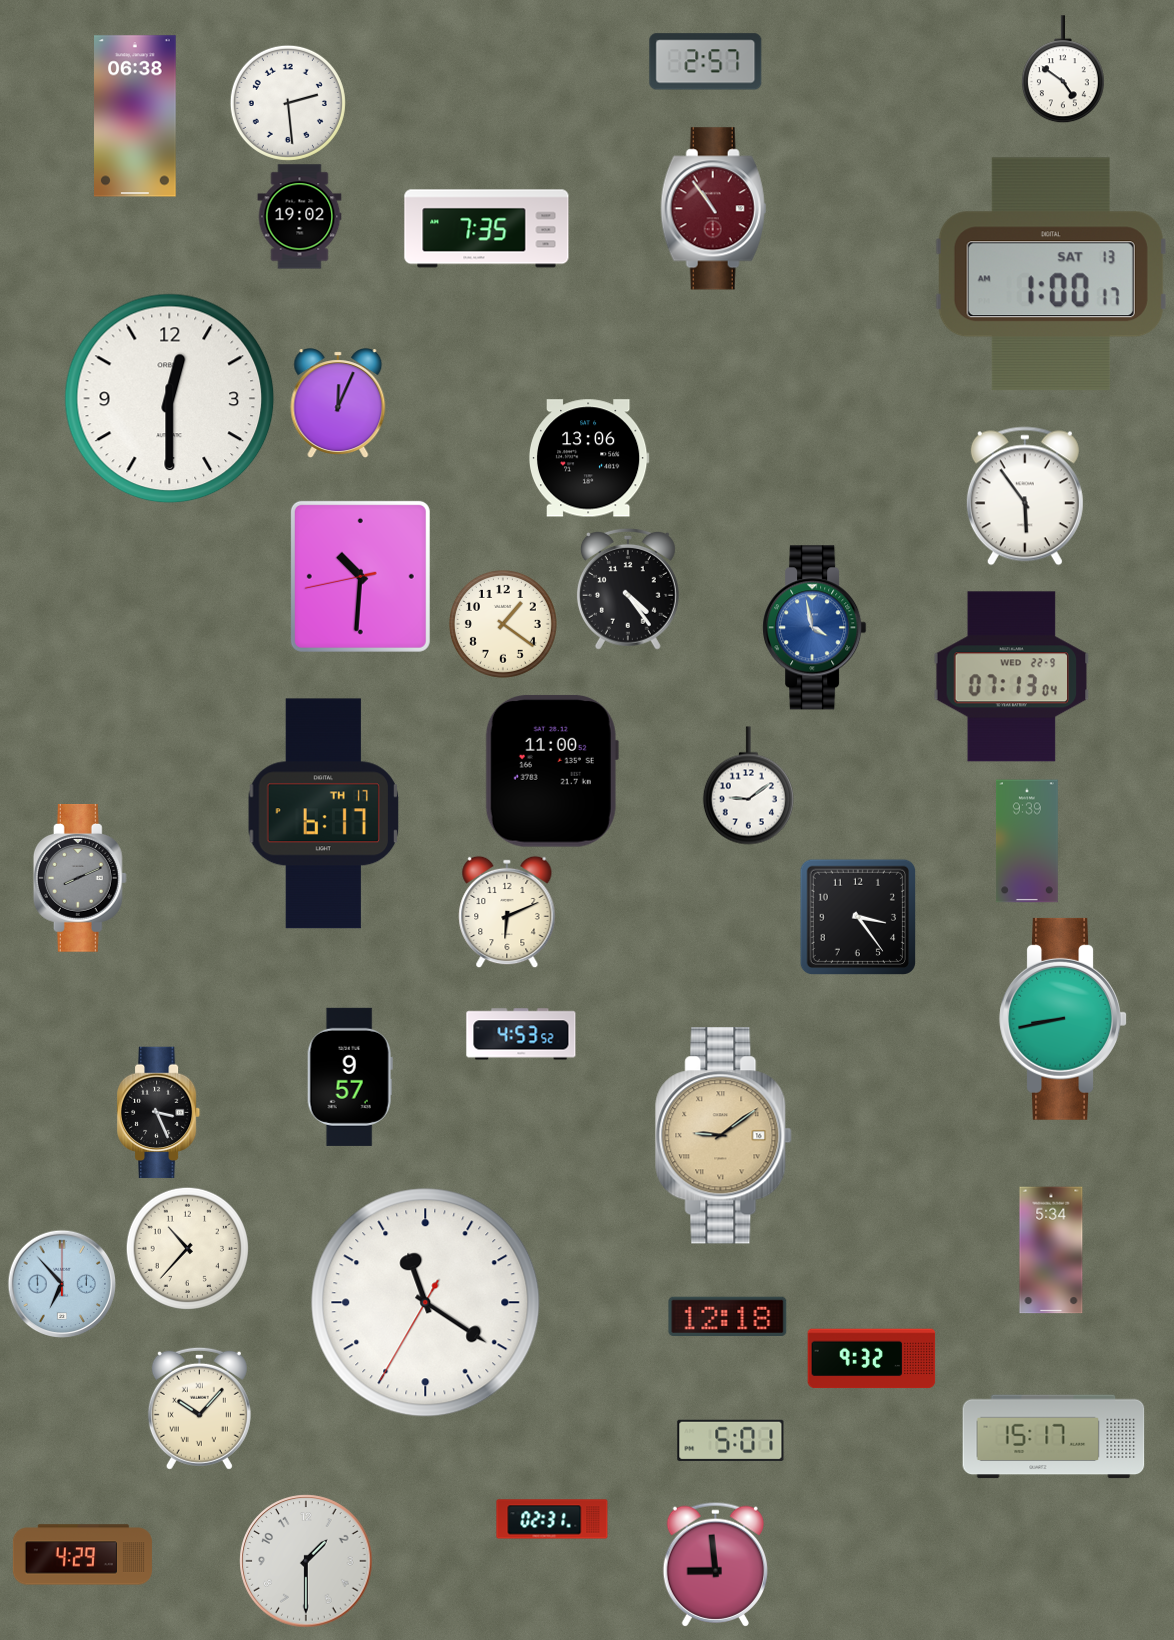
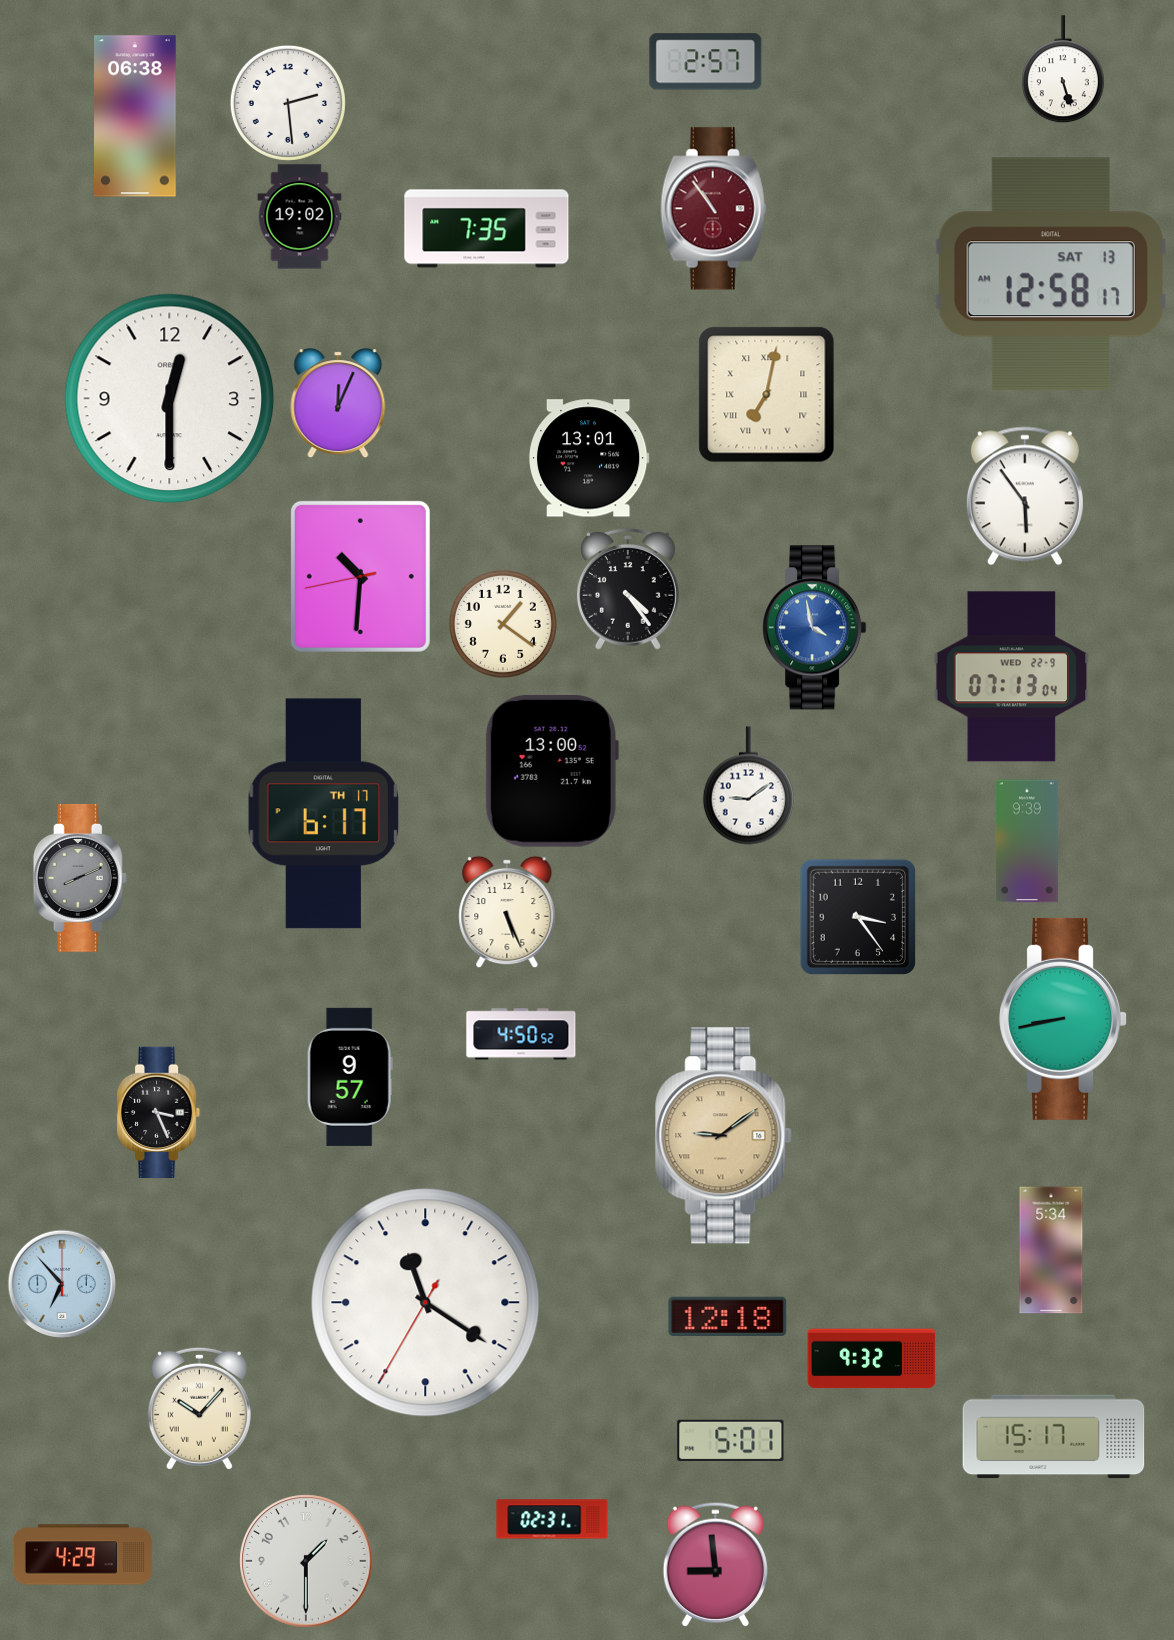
clock at (1063, 69): 4:51 -> 5:27
clock at (1051, 274): 1:00 -> 12:58
clock at (767, 395): none -> 7:02
clock at (589, 458): 13:06 -> 13:01
clock at (552, 771): 11:00 -> 13:00
clock at (507, 912): 6:11 -> 5:26
clock at (521, 1034): 4:53 -> 4:50
clock at (187, 1248): 10:37 -> none
